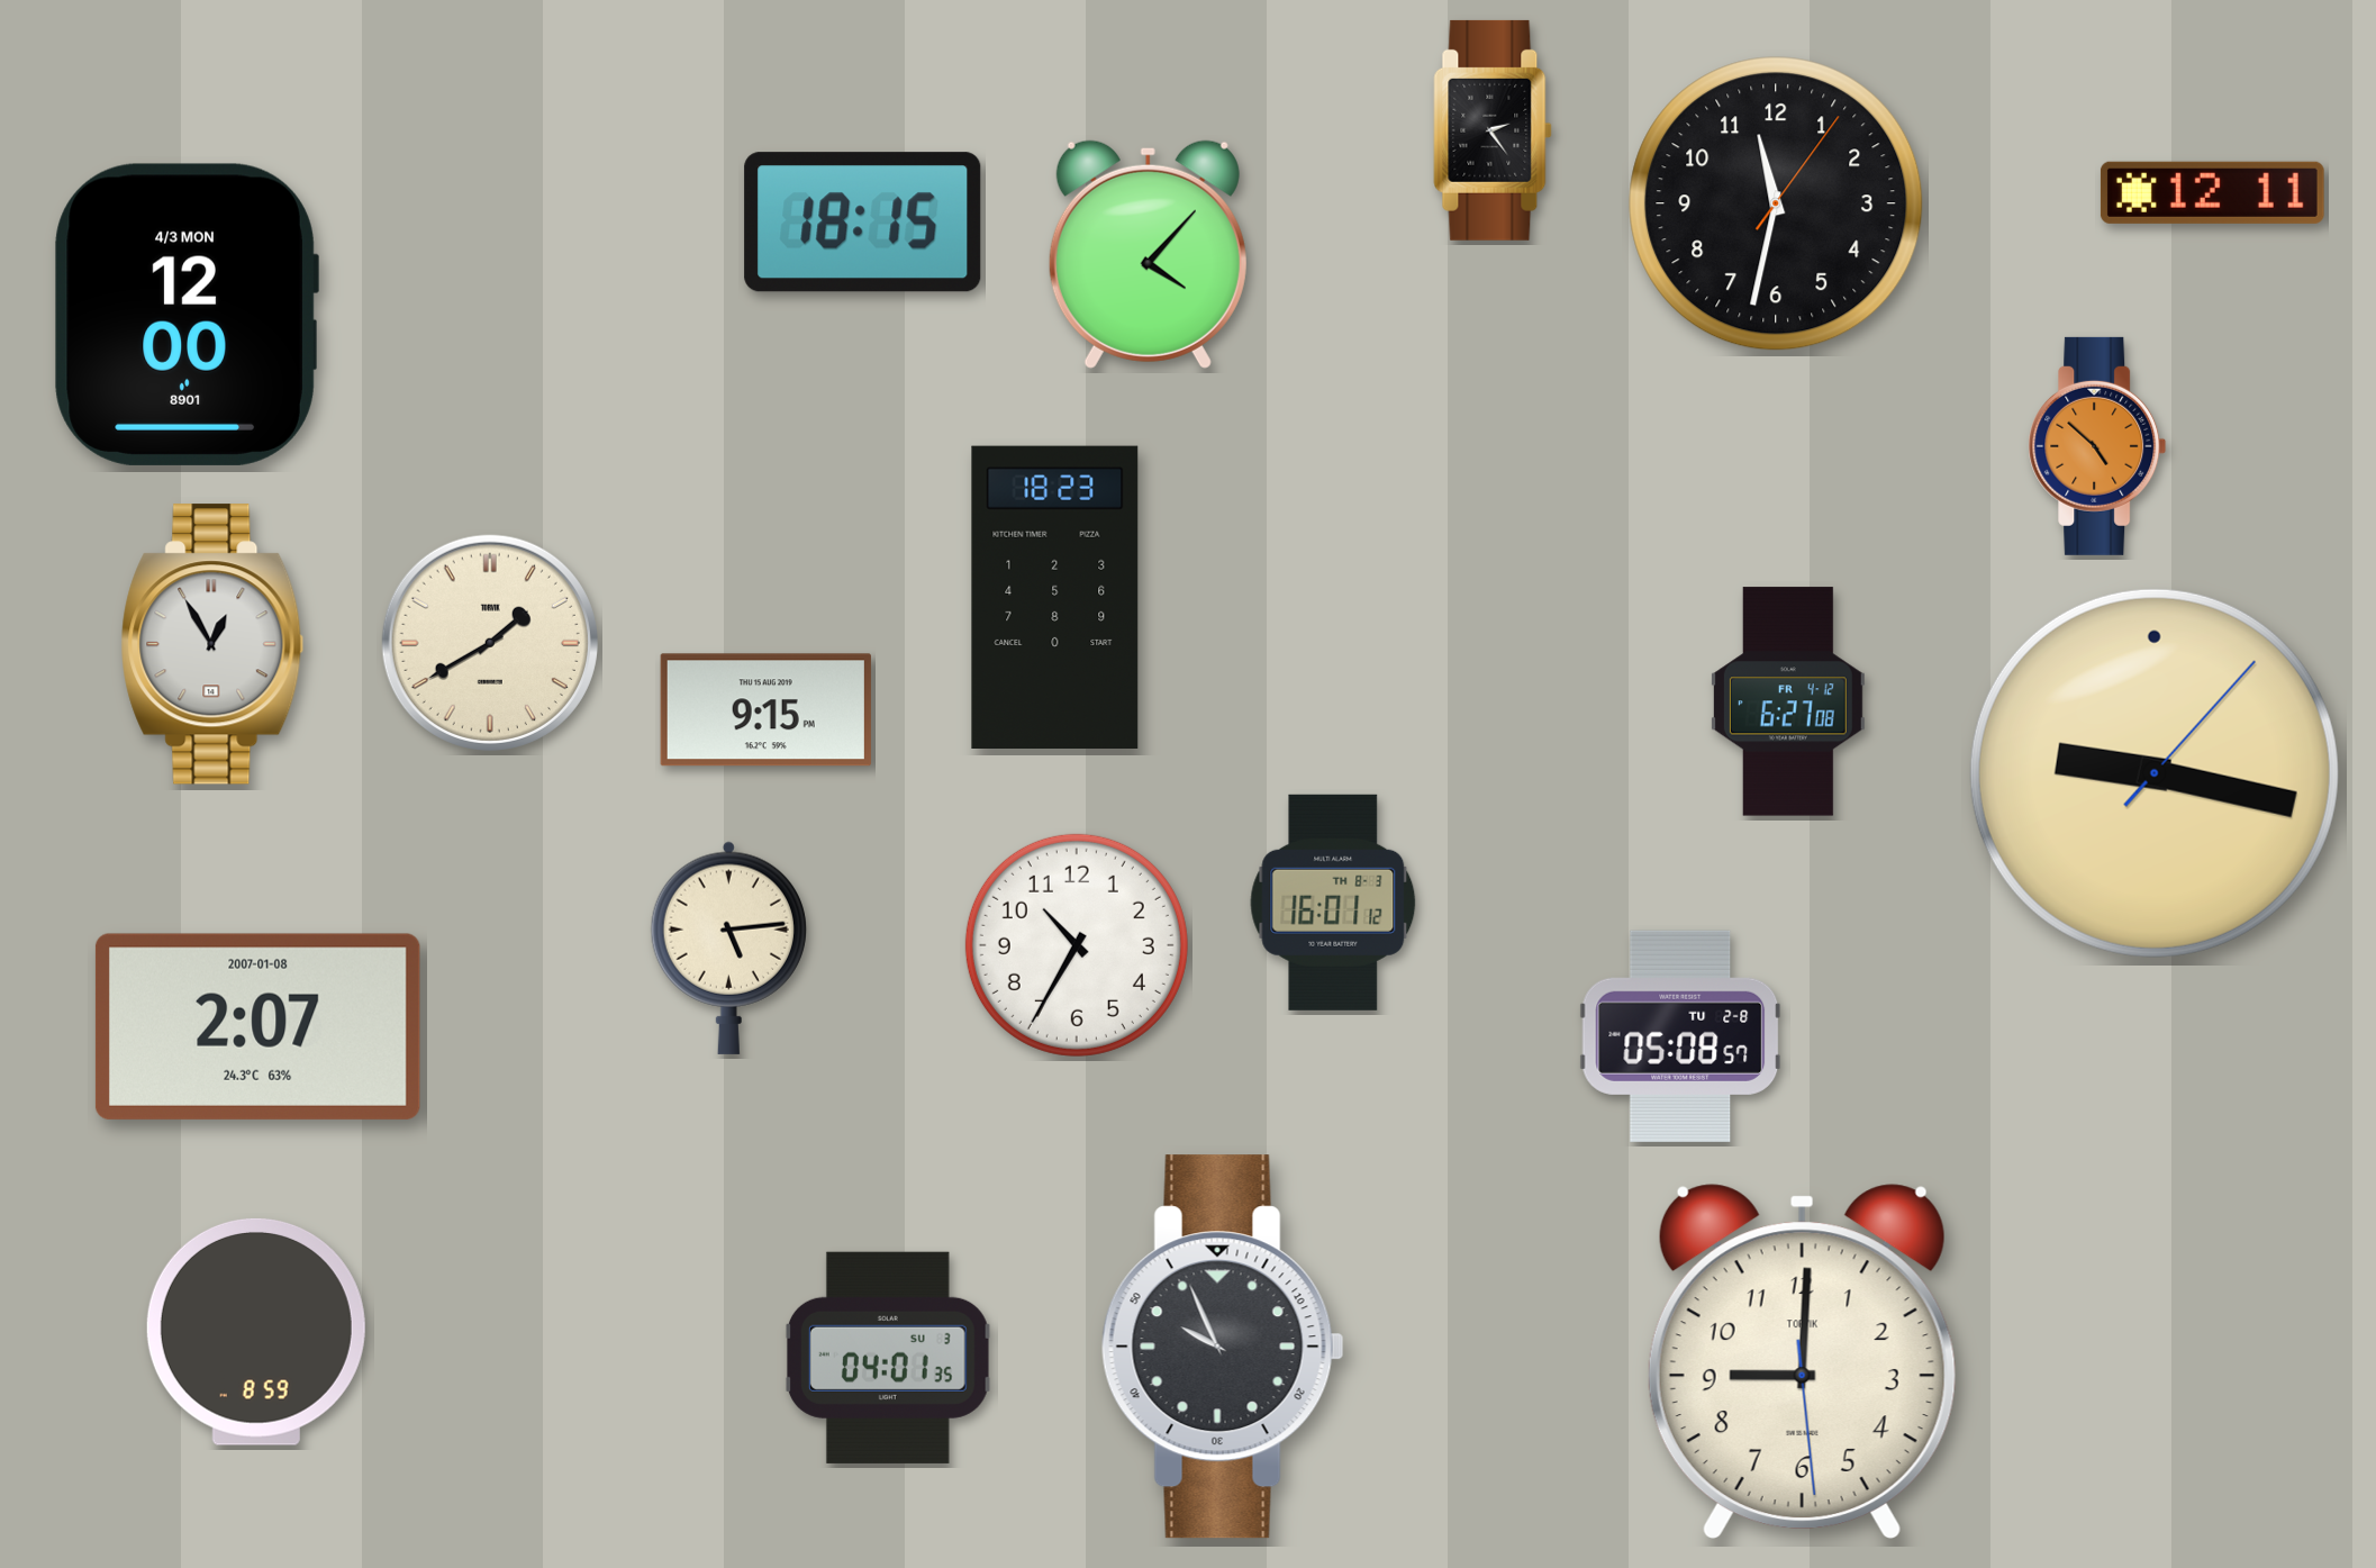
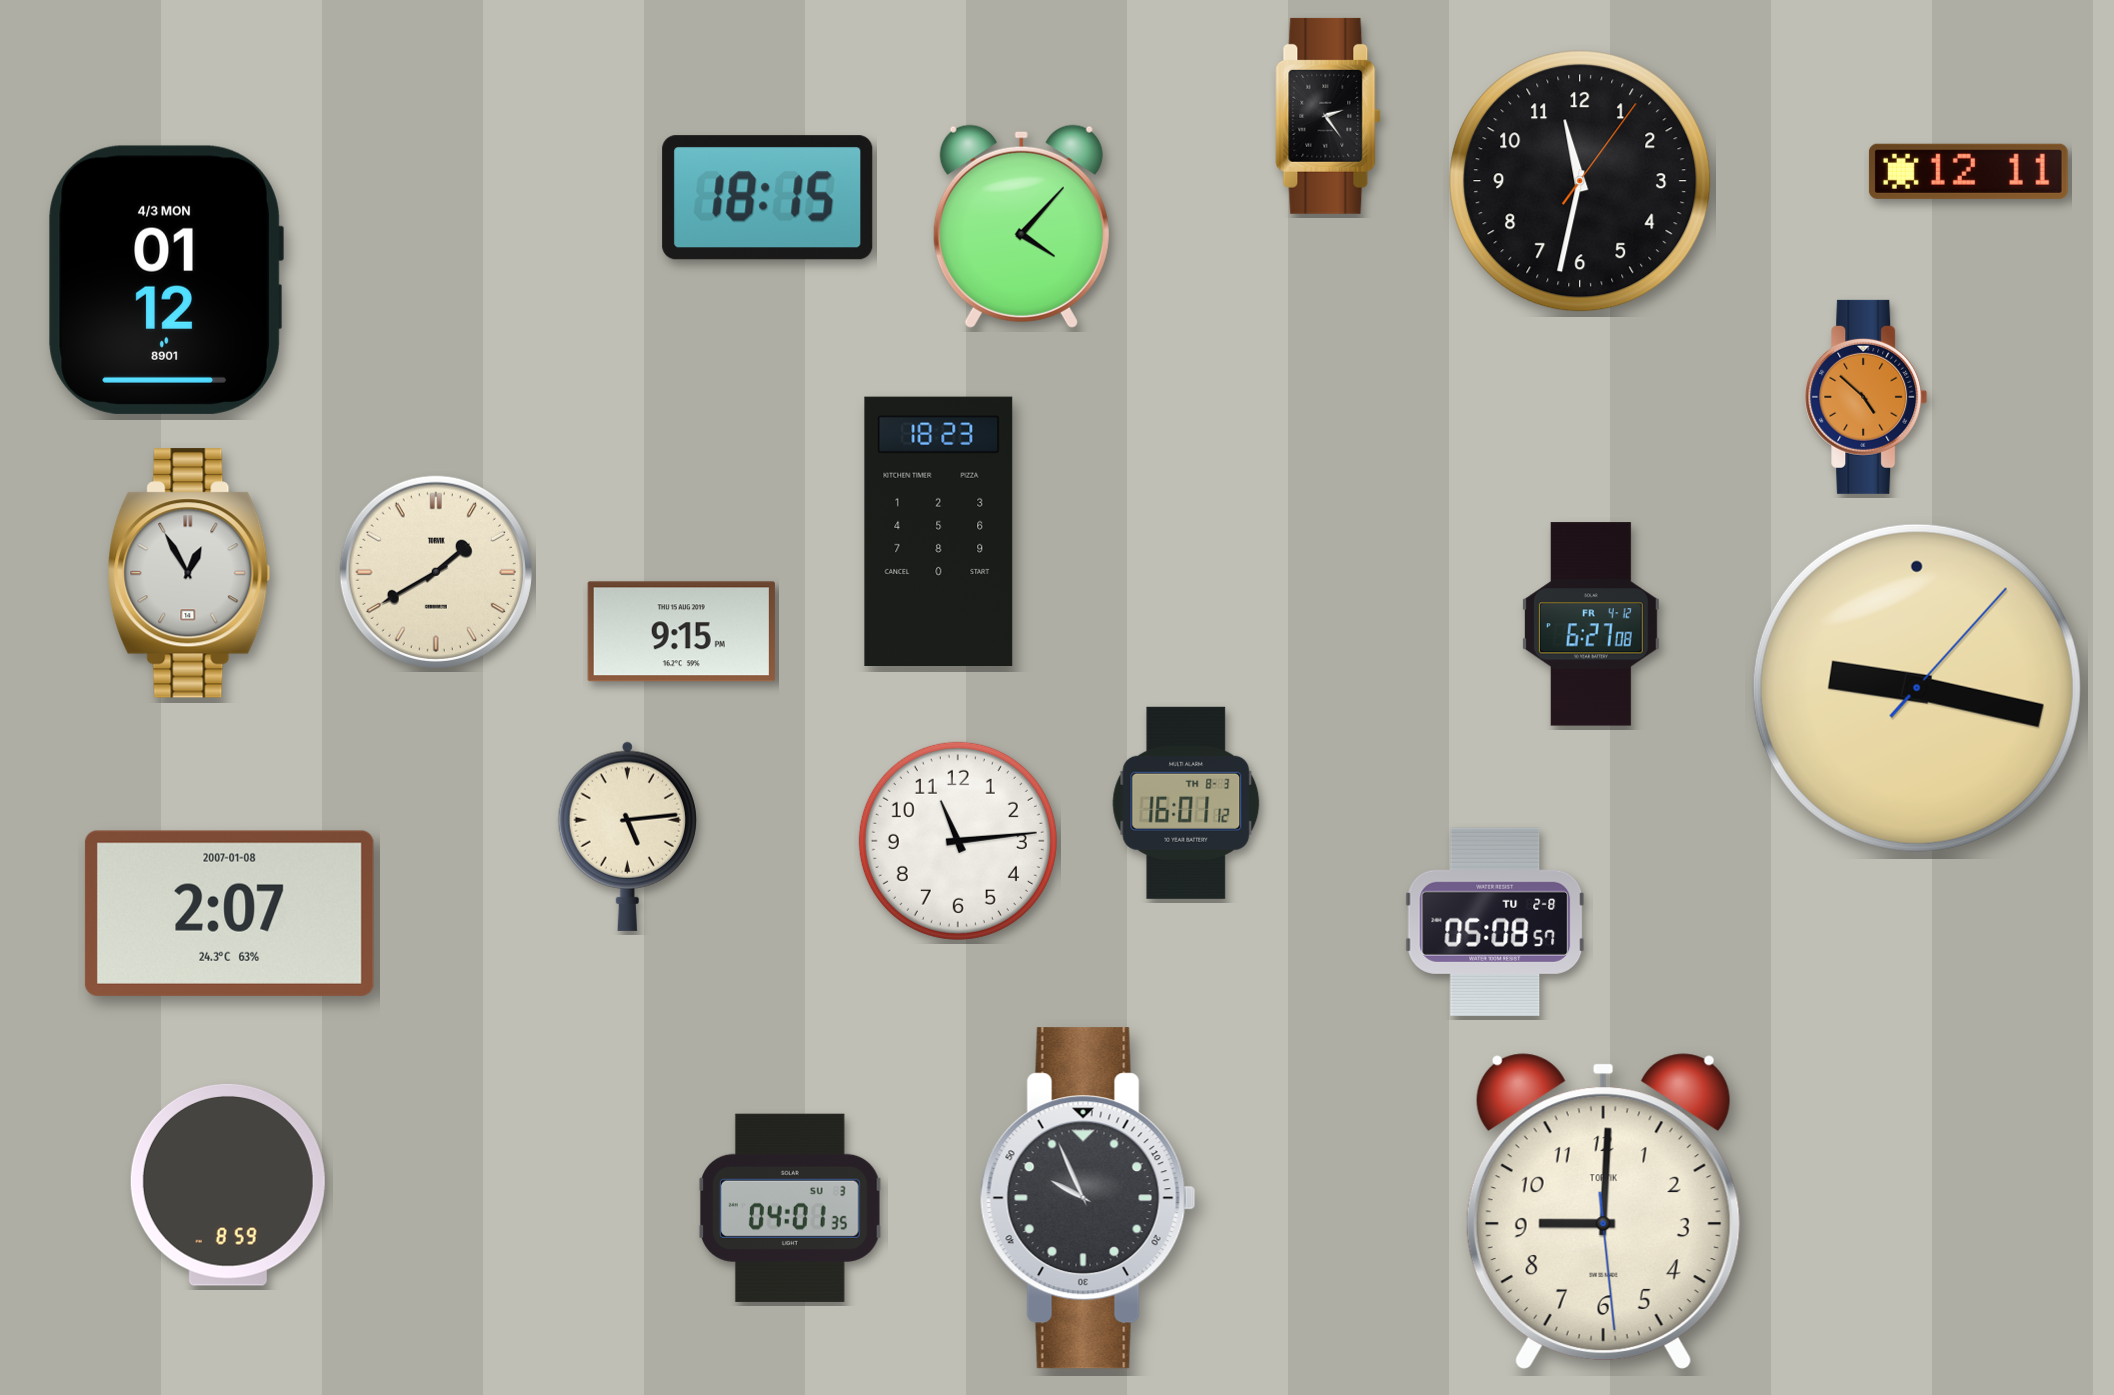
clock at (187, 315): 12:00 -> 01:12
clock at (1077, 945): 10:35 -> 11:14
clock at (728, 948) position: (728, 948) -> (627, 836)
